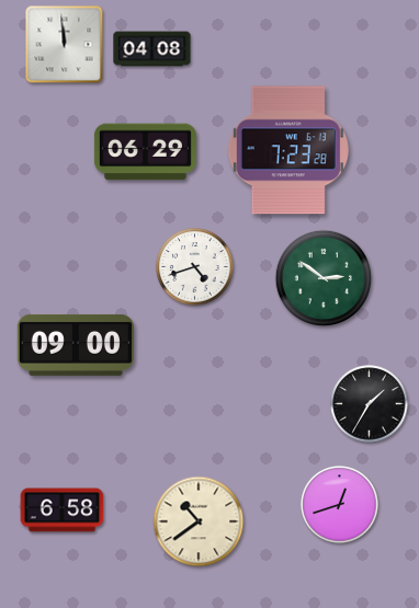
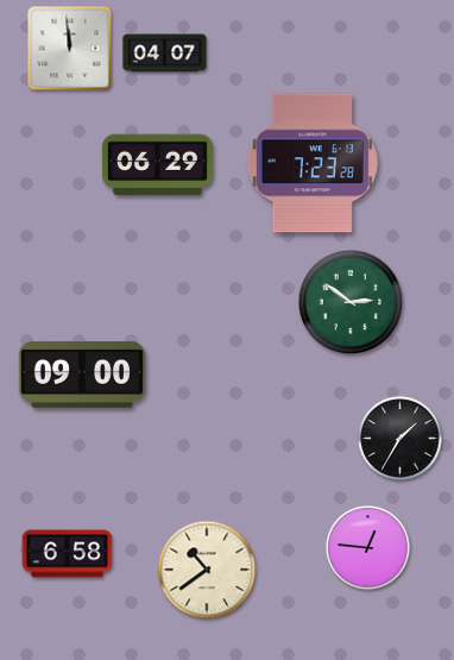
clock at (152, 49): 04:08 -> 04:07
clock at (195, 267): 4:42 -> none
clock at (340, 505): 12:42 -> 12:46
clock at (199, 521) position: (199, 521) -> (207, 570)
